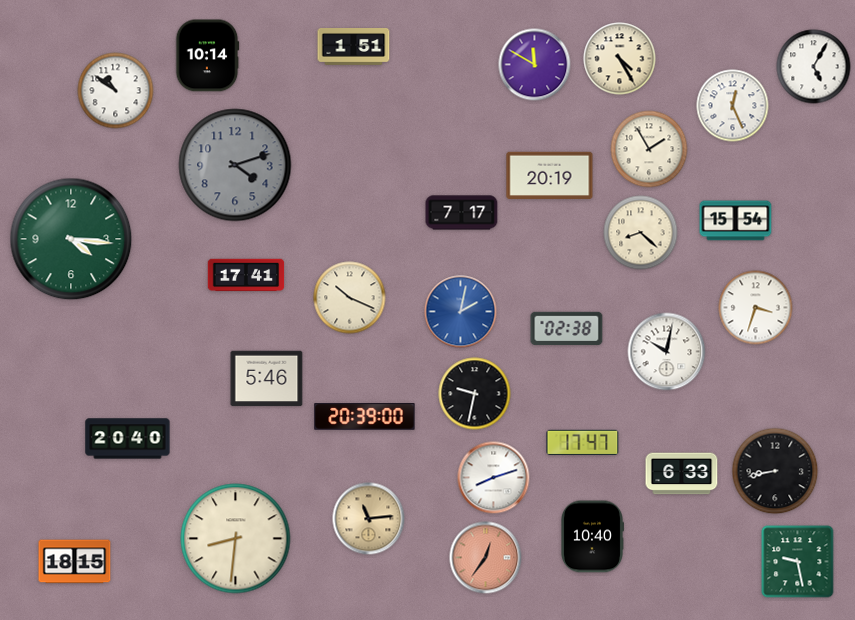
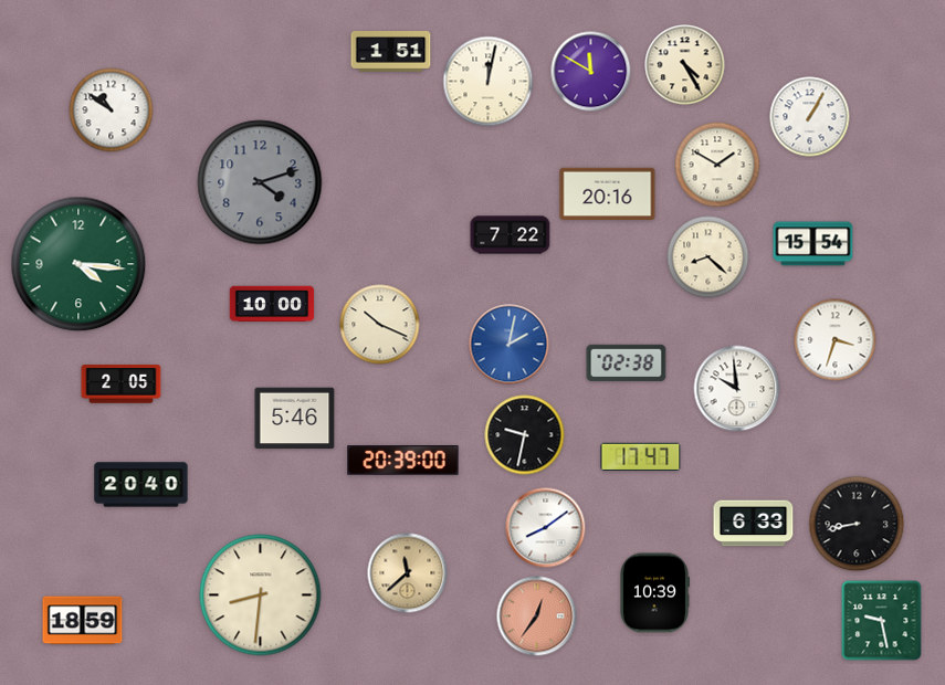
clock at (207, 56): 10:14 -> none
clock at (814, 67): 5:05 -> none
clock at (489, 82): none -> 12:02
clock at (116, 91) position: (116, 91) -> (112, 110)
clock at (733, 106): 12:26 -> 1:05
clock at (649, 149): 1:55 -> 1:50
clock at (550, 176): 20:19 -> 20:16
clock at (462, 213): 7:17 -> 7:22
clock at (246, 275): 17:41 -> 10:00
clock at (350, 298) position: (350, 298) -> (380, 325)
clock at (122, 384): none -> 2:05
clock at (667, 352): 10:02 -> 9:59
clock at (583, 442) position: (583, 442) -> (641, 456)
clock at (775, 471) position: (775, 471) -> (857, 524)
clock at (494, 478): 8:12 -> 8:09
clock at (369, 519): 11:14 -> 11:38
clock at (592, 537): 10:40 -> 10:39
clock at (75, 562): 18:15 -> 18:59
